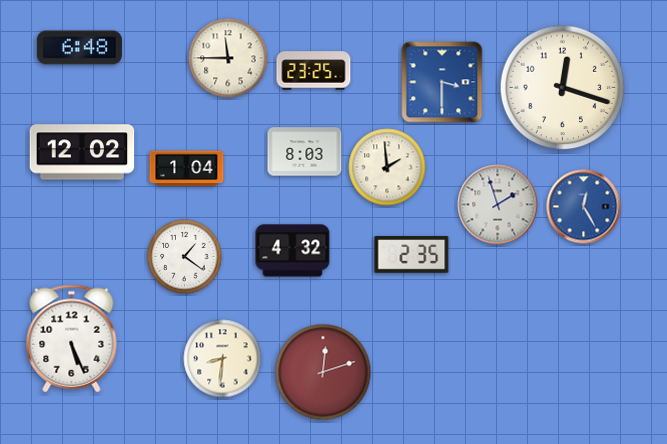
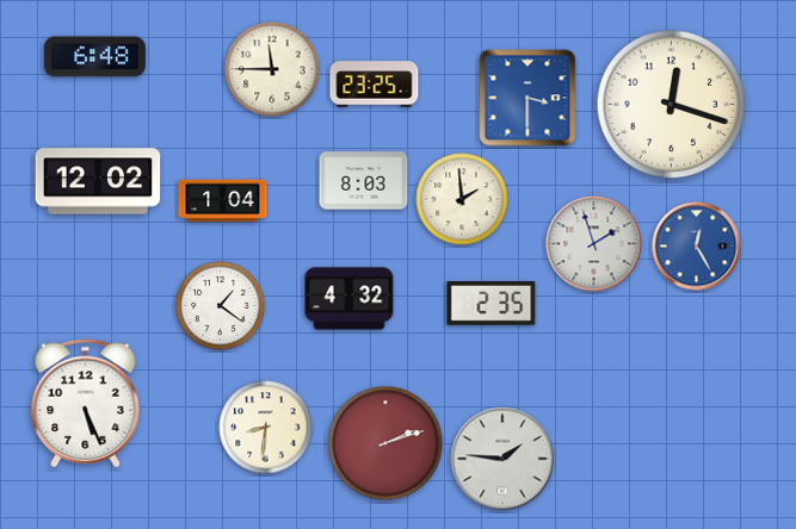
clock at (323, 372): 12:12 -> 2:12
clock at (502, 459): none -> 1:46
